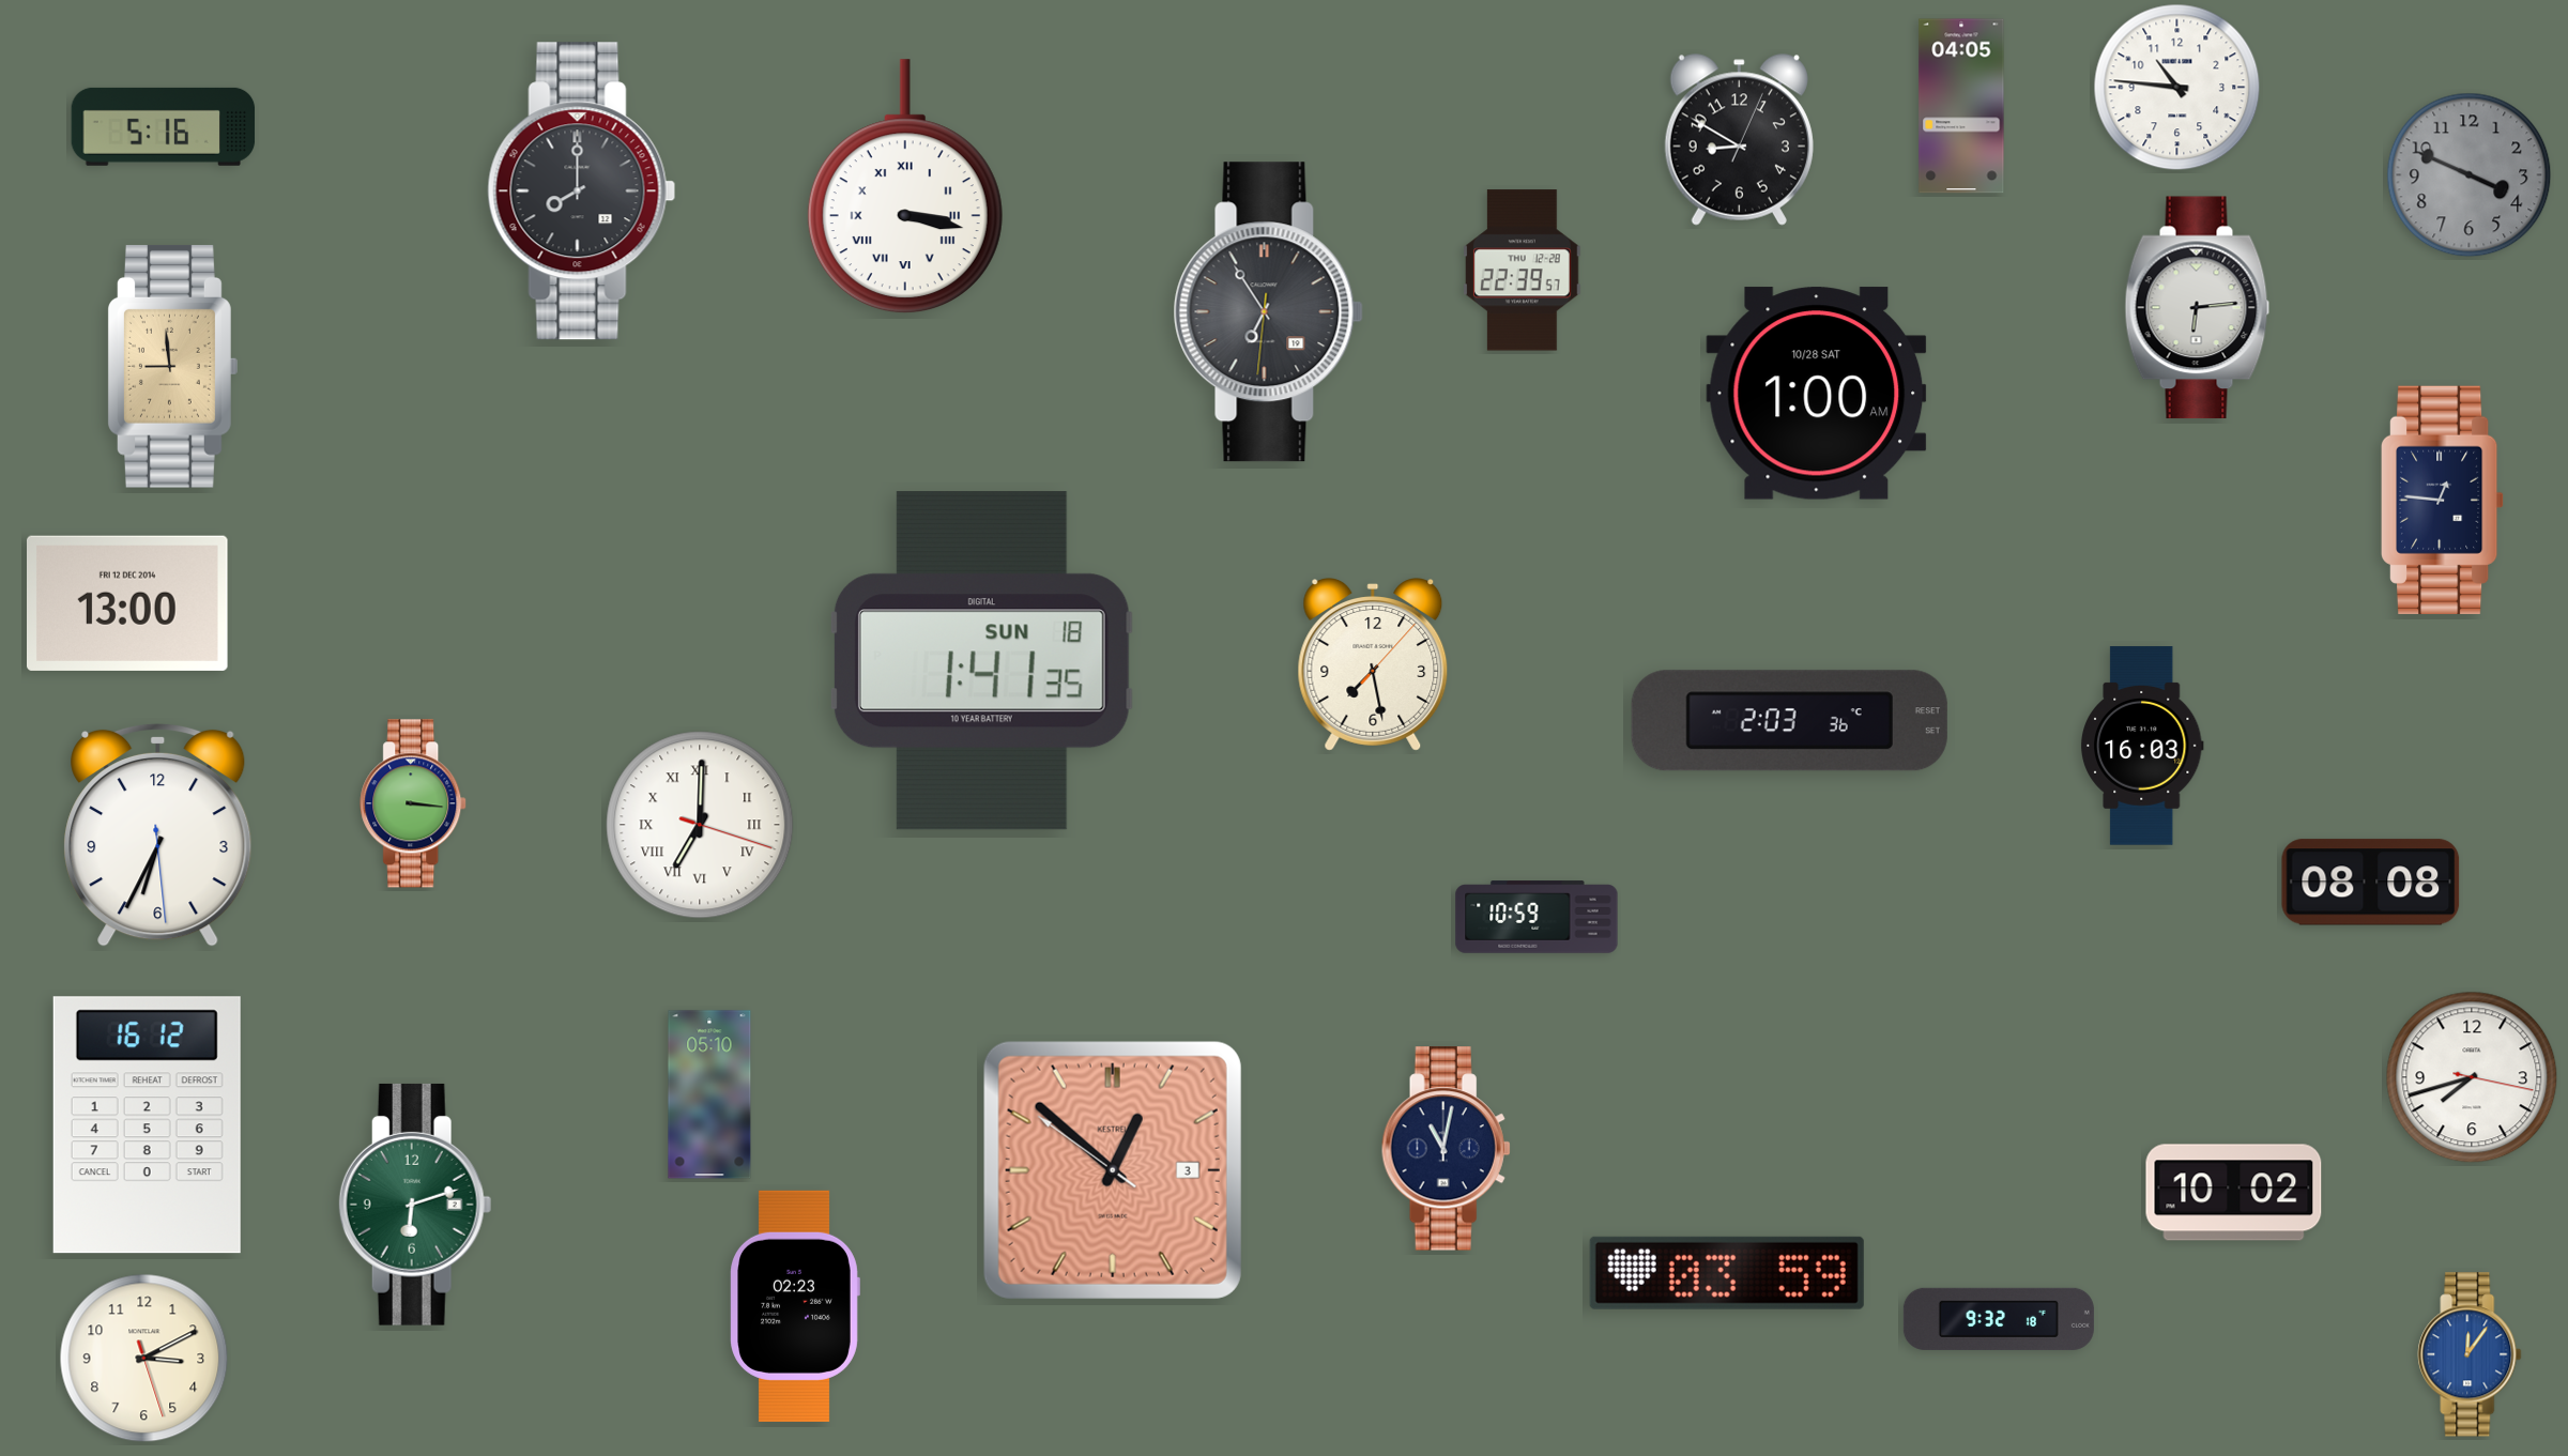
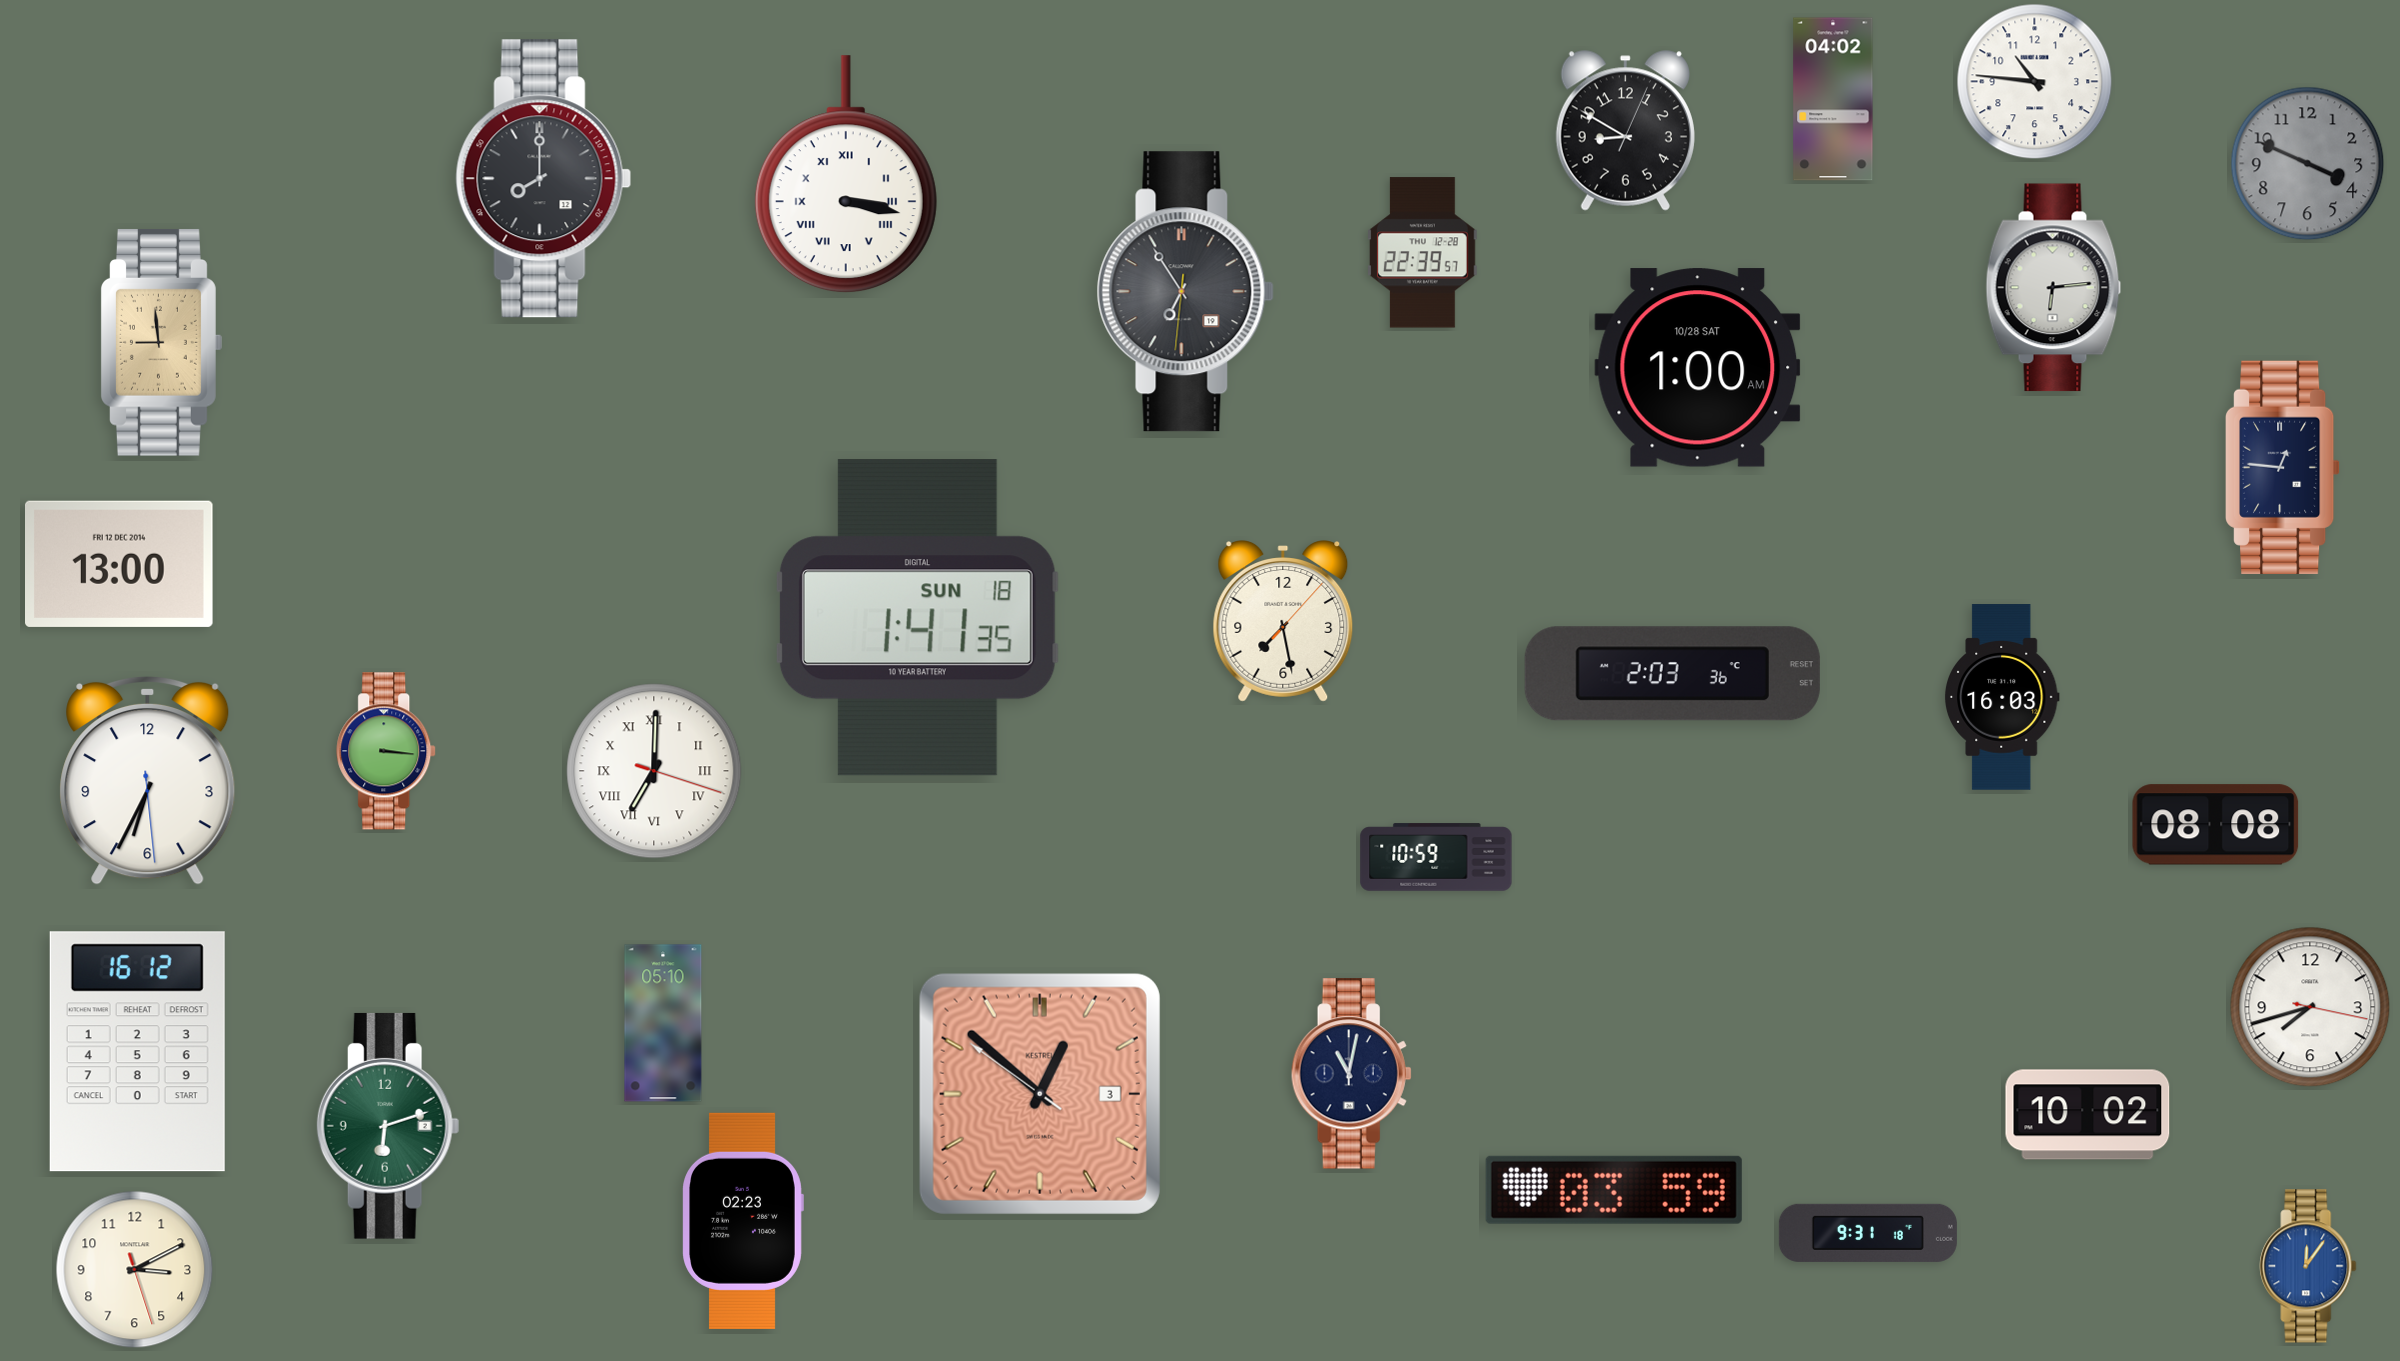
clock at (1961, 106): 04:05 -> 04:02
clock at (164, 126): 5:16 -> none
clock at (1999, 1319): 9:32 -> 9:31
